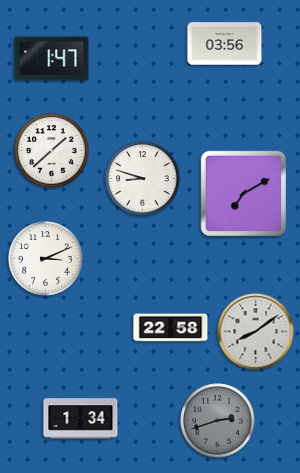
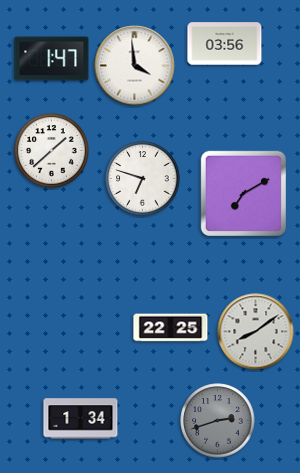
clock at (135, 66): none -> 3:59
clock at (143, 179): 8:48 -> 6:48
clock at (46, 259): 3:11 -> none
clock at (171, 328): 22:58 -> 22:25
